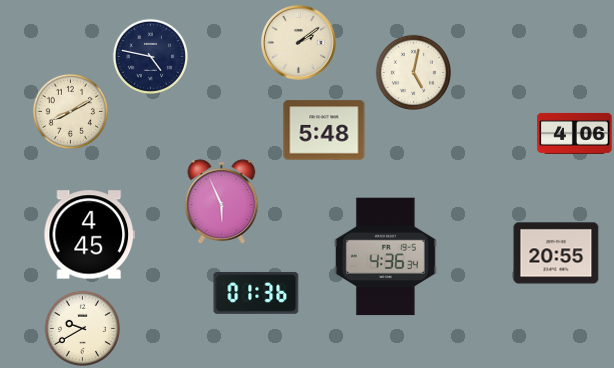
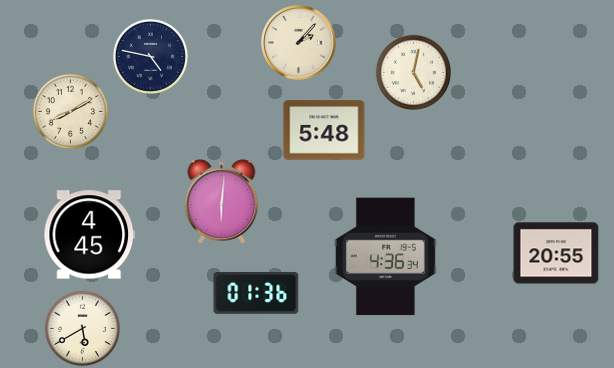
clock at (299, 43): 2:09 -> 2:07
clock at (575, 133): 4:06 -> none
clock at (222, 202): 5:56 -> 6:01
clock at (82, 328): 9:40 -> 5:40
